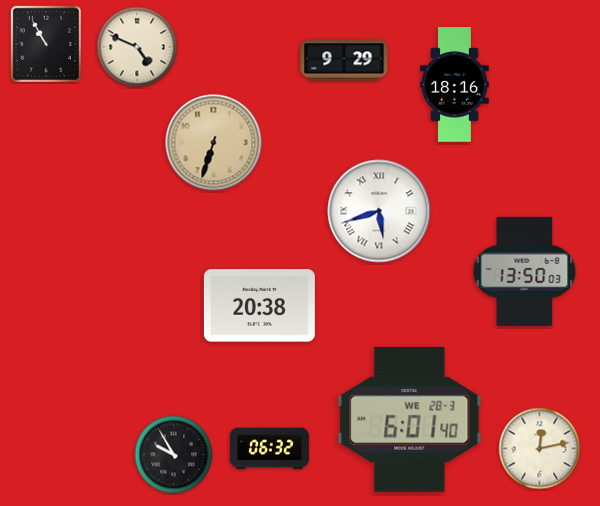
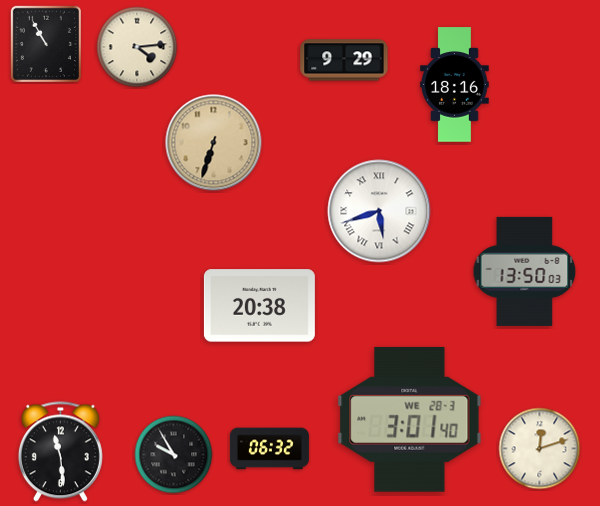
clock at (137, 47): 4:49 -> 4:14
clock at (410, 419): 6:01 -> 3:01
clock at (540, 449): 12:13 -> 12:12
clock at (60, 452): none -> 11:29
